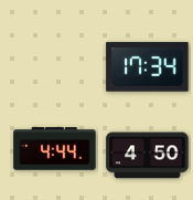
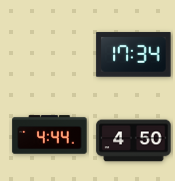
clock at (148, 67) position: (148, 67) -> (134, 55)
